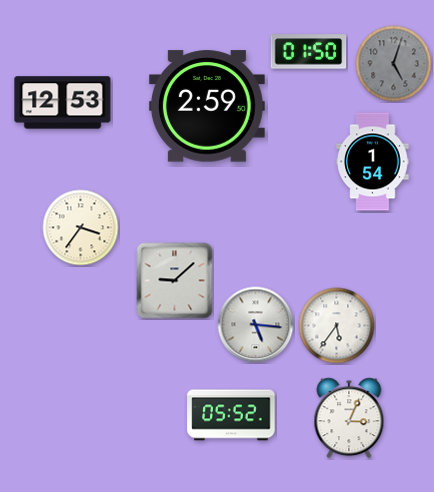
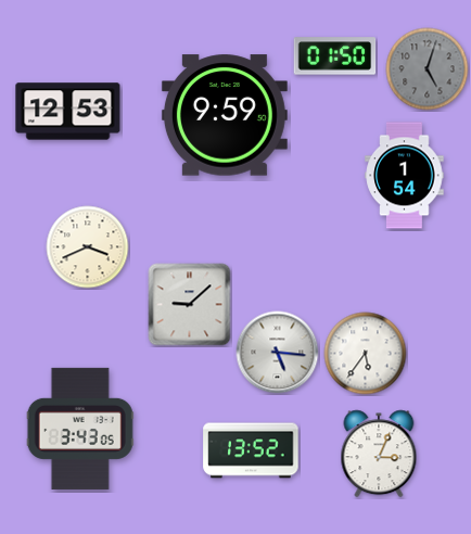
clock at (207, 106): 2:59 -> 9:59
clock at (81, 228): 3:36 -> 3:41
clock at (80, 429): none -> 3:43
clock at (231, 415): 05:52 -> 13:52
